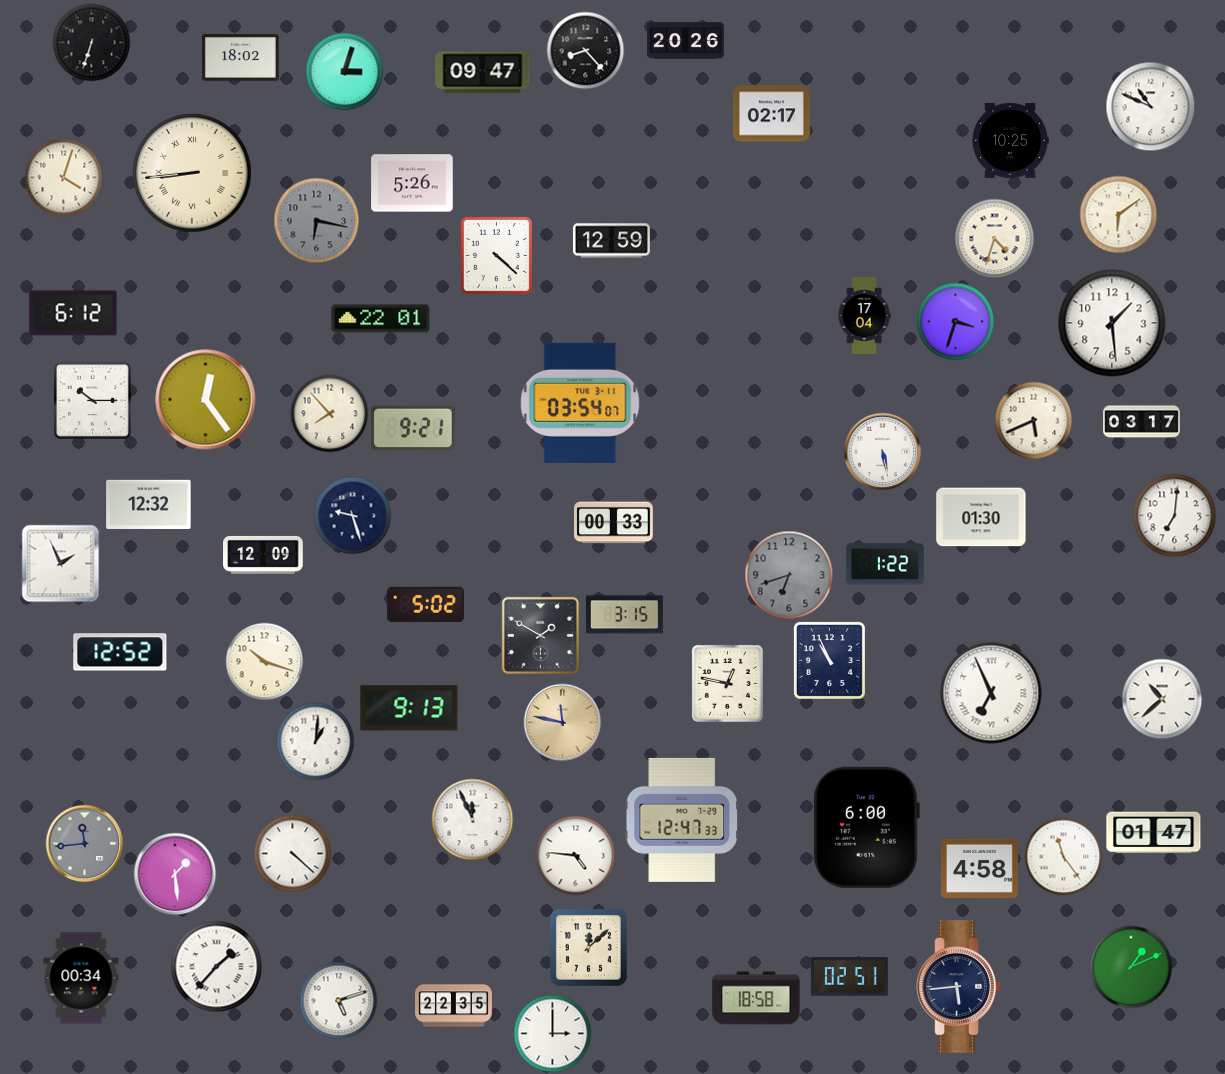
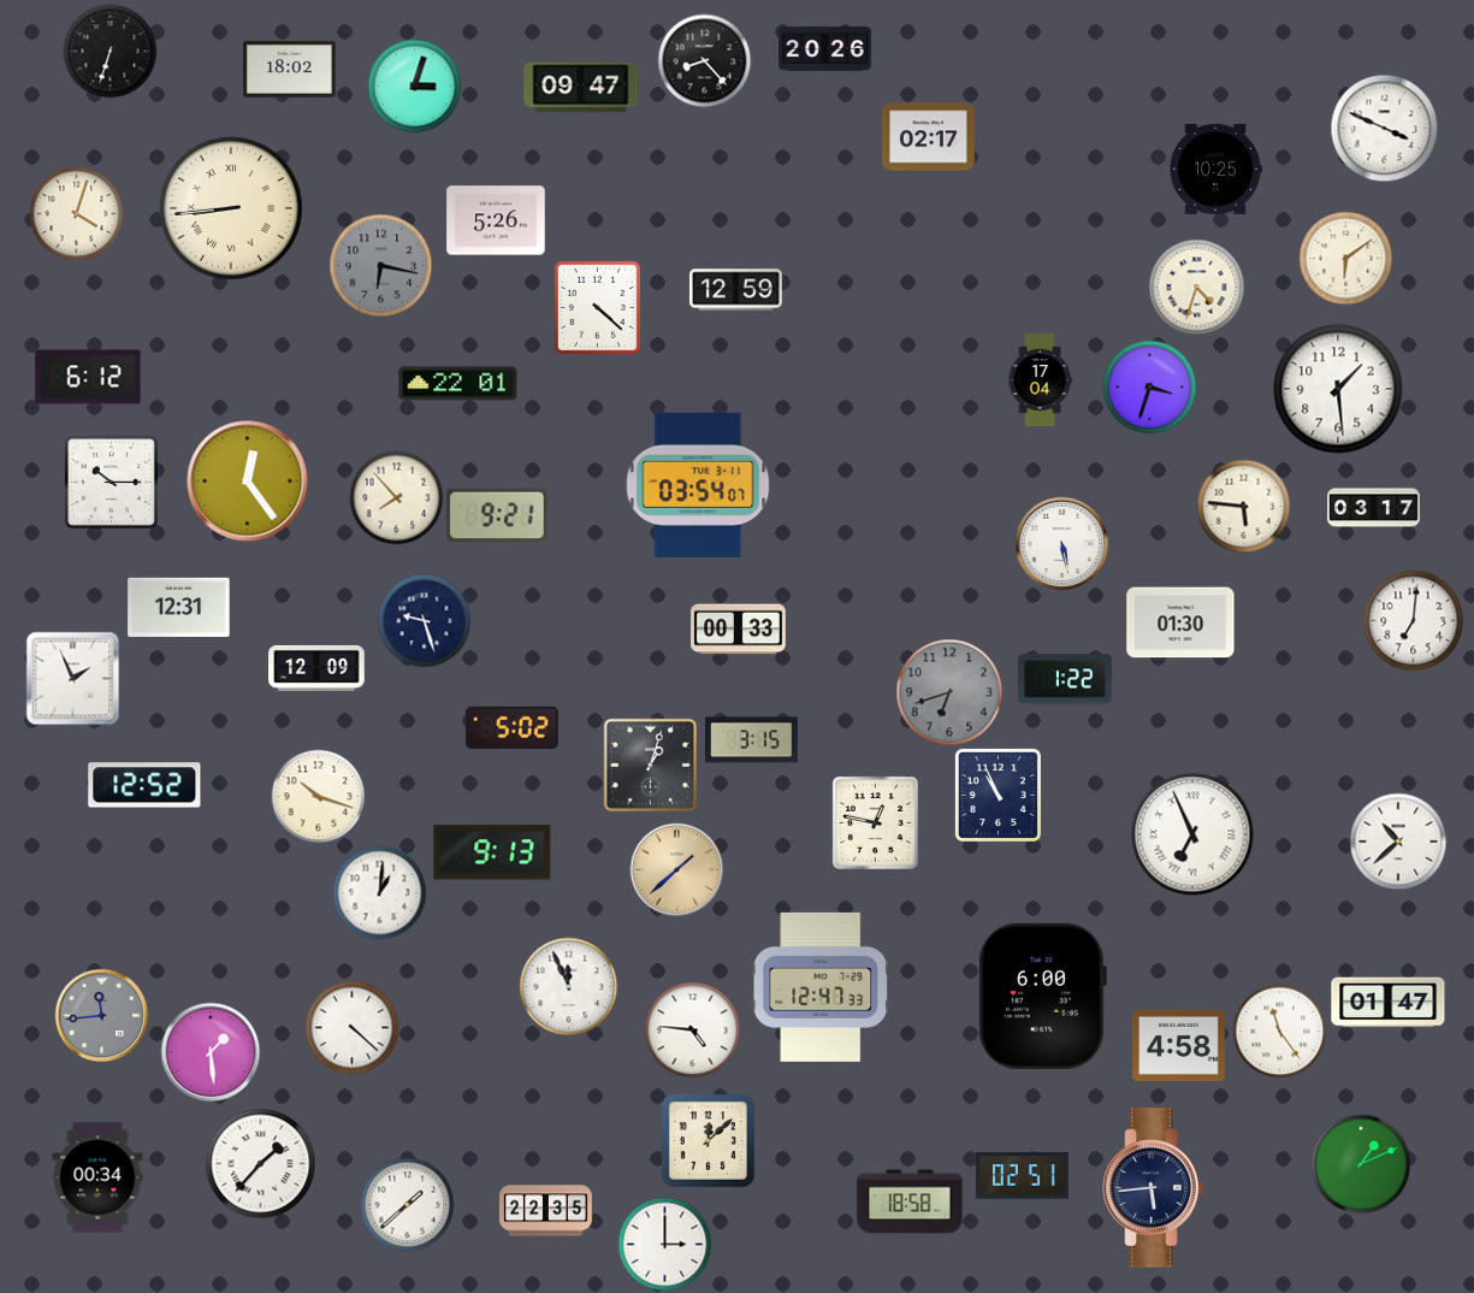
clock at (1150, 106): 10:49 -> 3:49
clock at (1033, 420): 5:41 -> 5:46
clock at (149, 504): 12:32 -> 12:31
clock at (540, 635): 1:50 -> 1:03
clock at (562, 722): 11:47 -> 1:38
clock at (338, 1000): 5:12 -> 1:38
